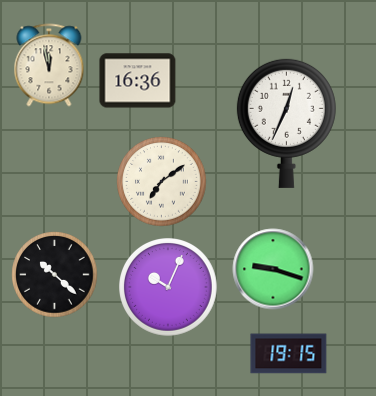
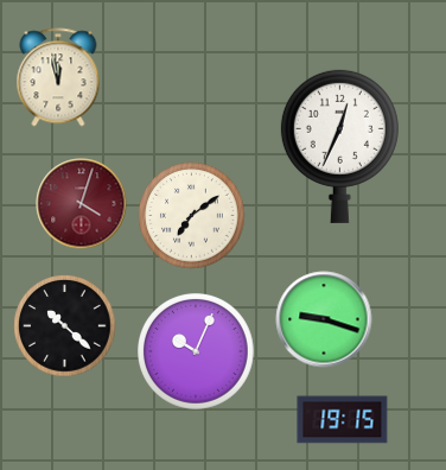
clock at (138, 81): 16:36 -> none
clock at (82, 204): none -> 4:03
clock at (169, 288) position: (169, 288) -> (197, 352)
